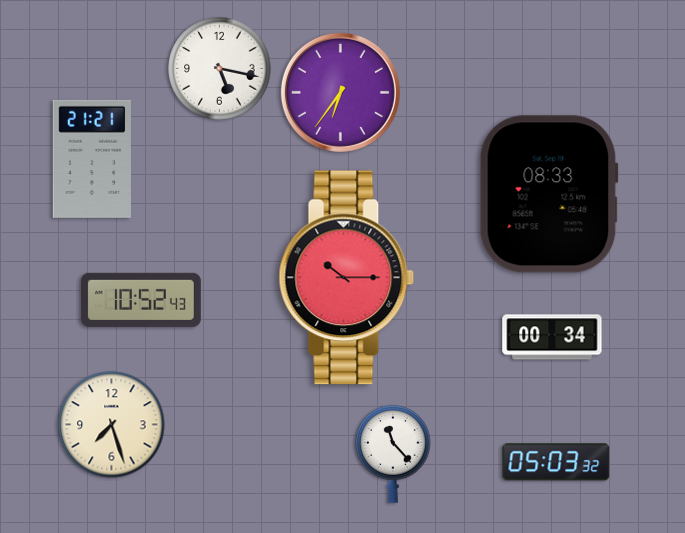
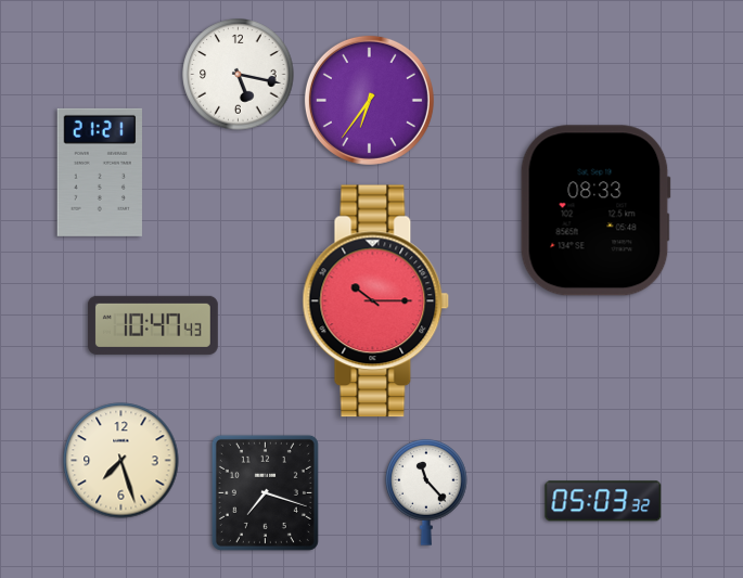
clock at (141, 300): 10:52 -> 10:47
clock at (552, 337): 00:34 -> none
clock at (265, 492): none -> 7:18
